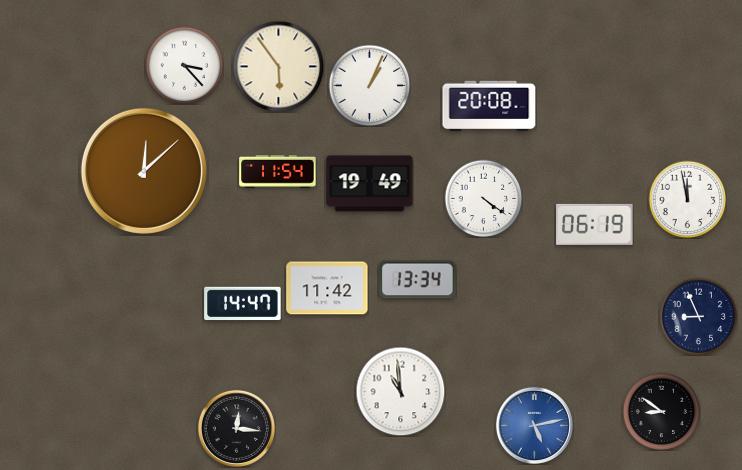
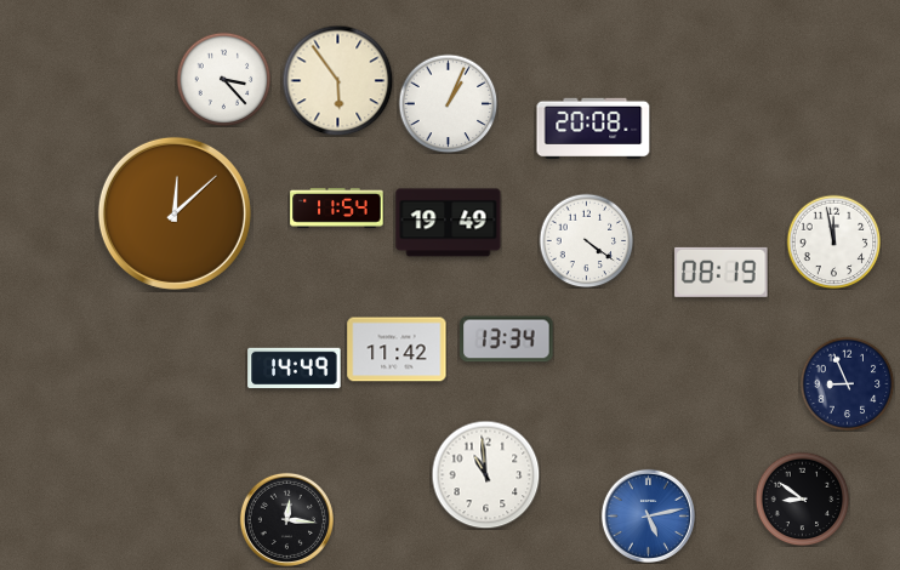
clock at (144, 171) position: (144, 171) -> (175, 213)
clock at (595, 224): 06:19 -> 08:19
clock at (243, 304): 14:47 -> 14:49
